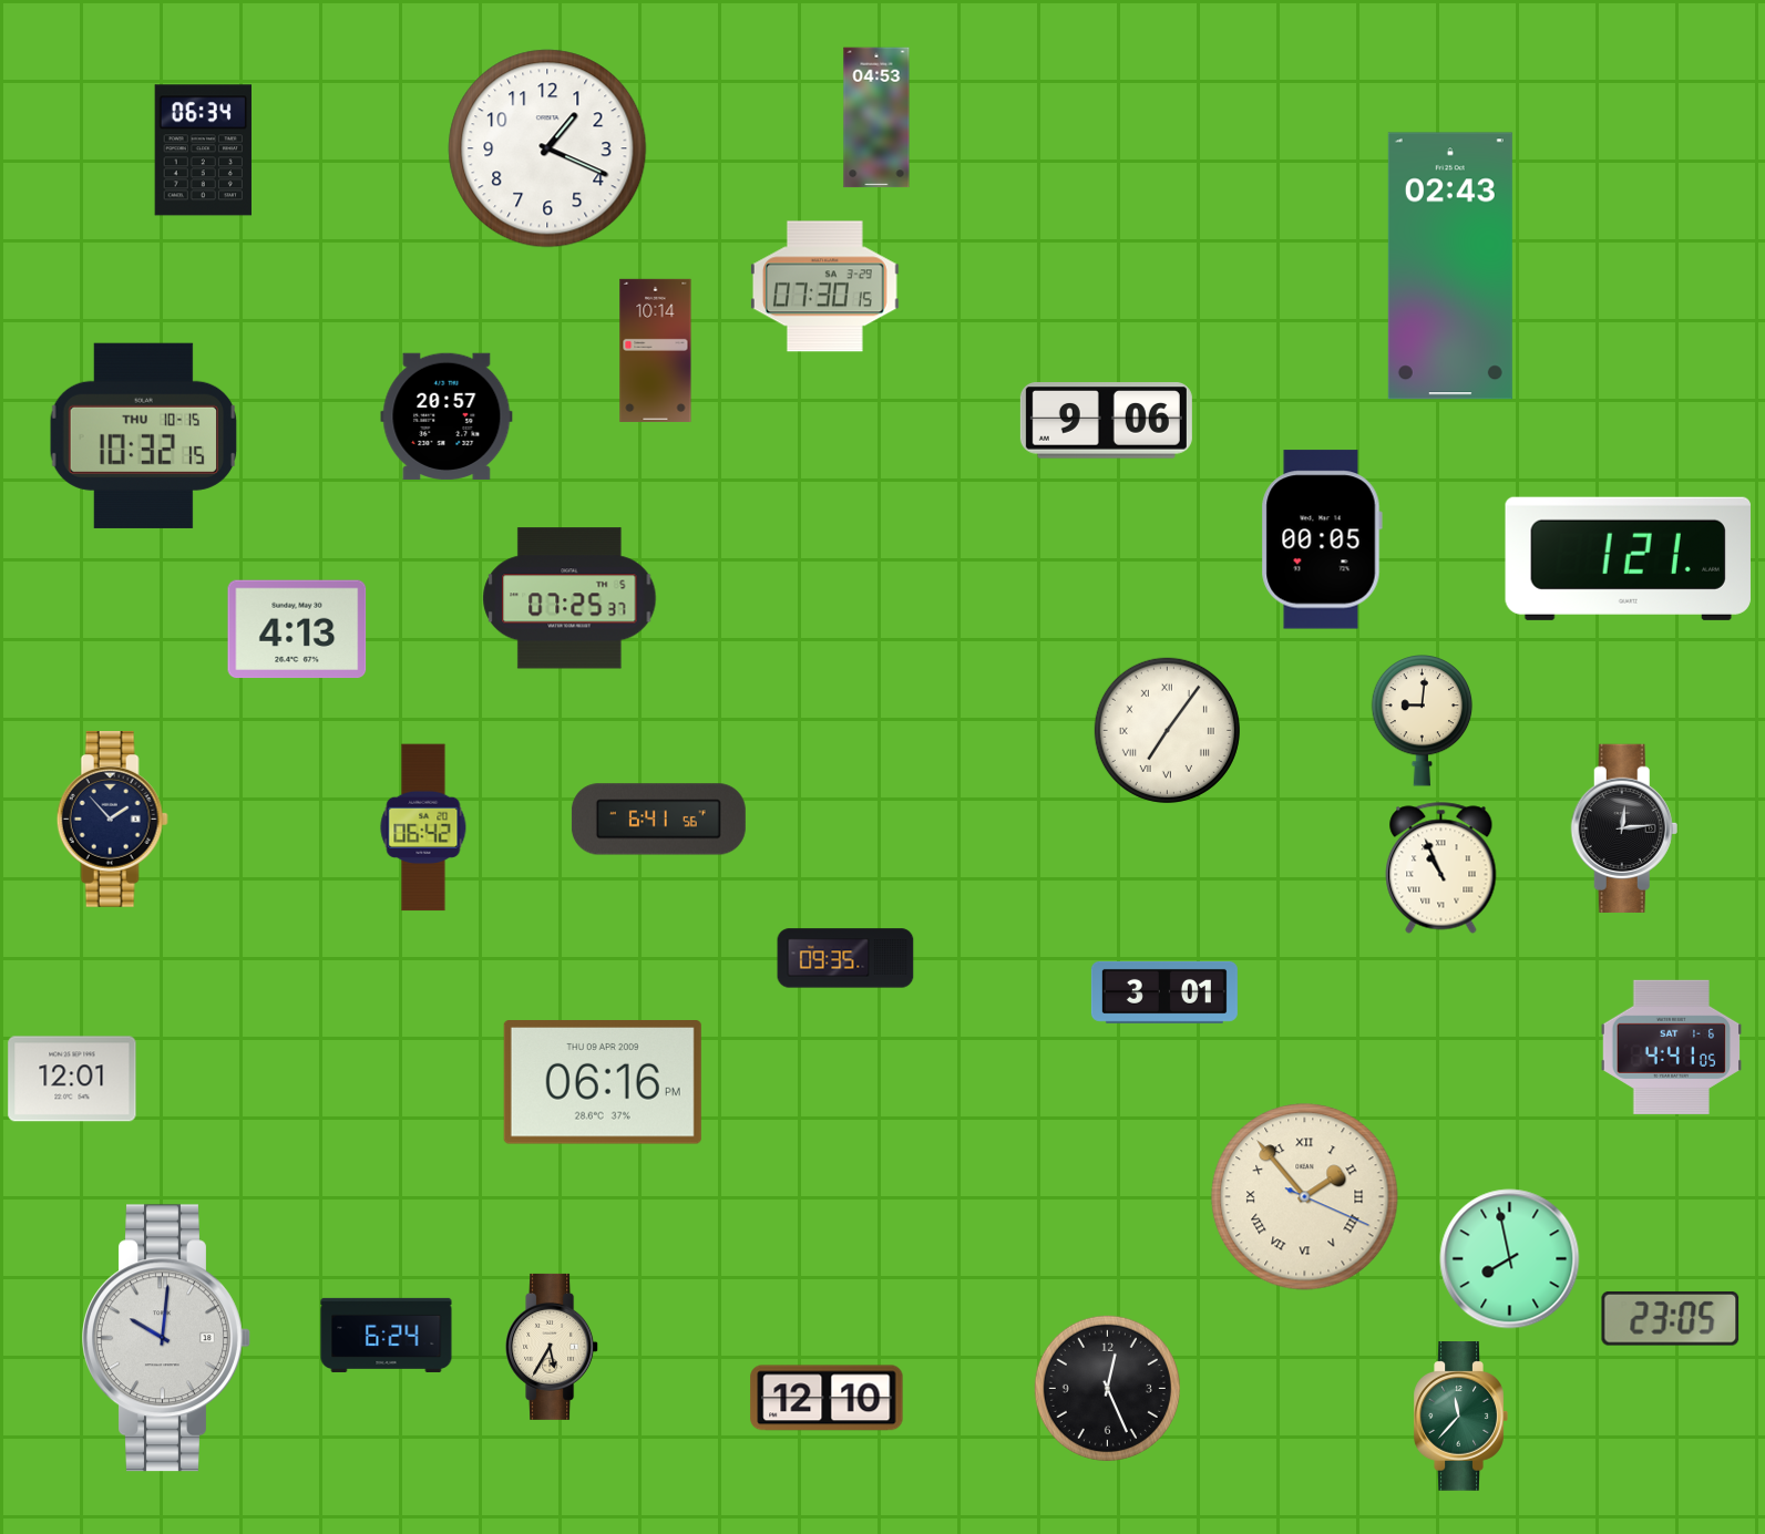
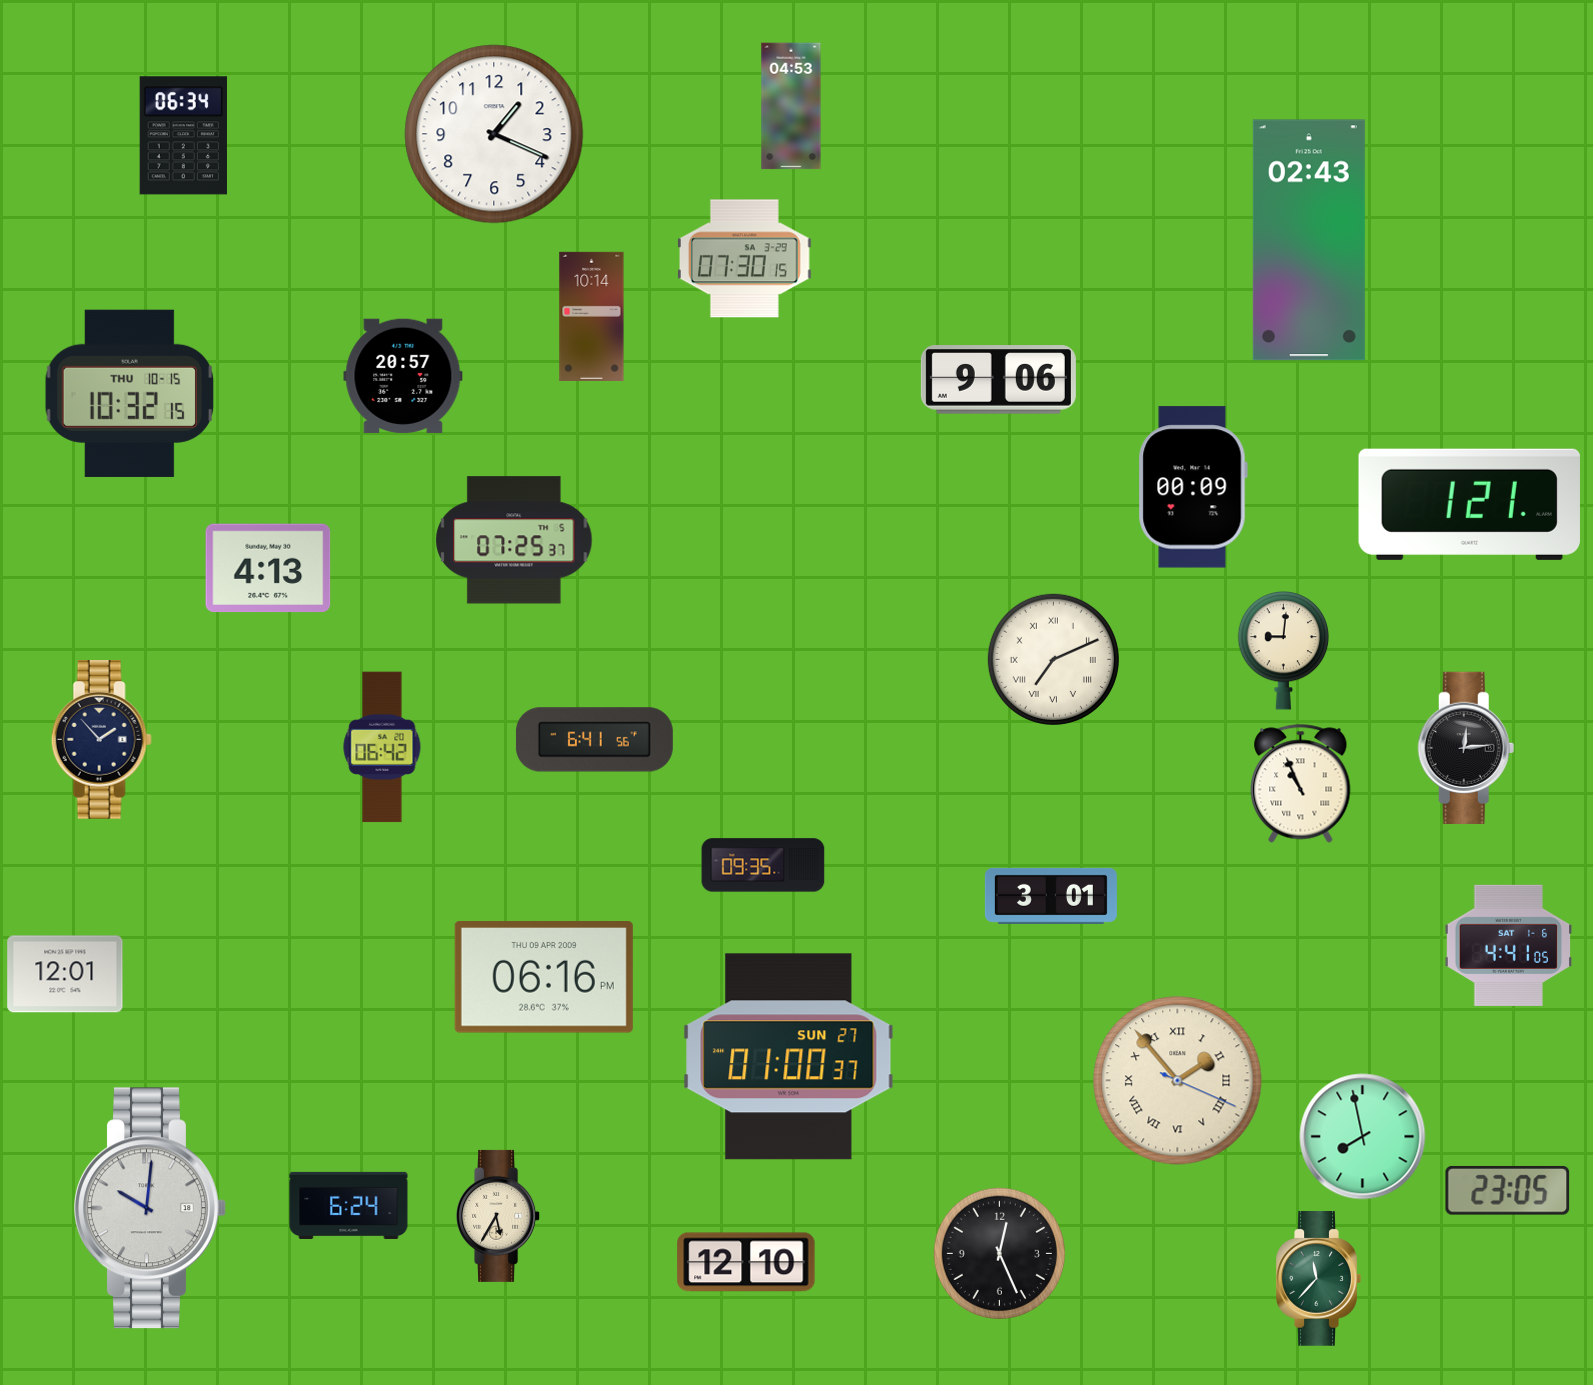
clock at (1322, 539): 00:05 -> 00:09
clock at (1167, 730): 7:06 -> 7:11
clock at (789, 1057): none -> 01:00
